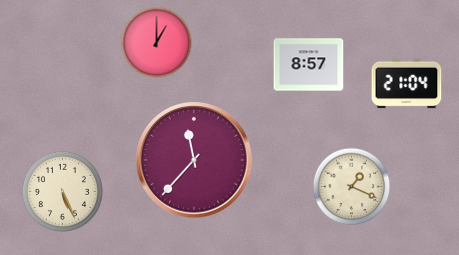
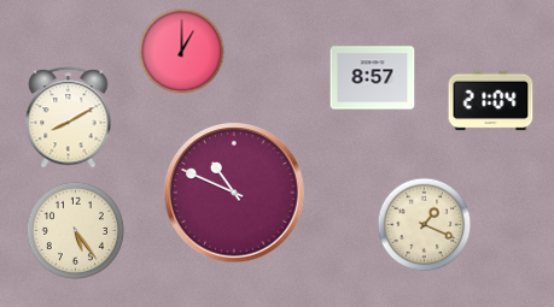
clock at (157, 43) position: (157, 43) -> (182, 52)
clock at (69, 118): none -> 8:10
clock at (194, 160): 11:37 -> 10:49
clock at (62, 191): 5:26 -> 5:24
